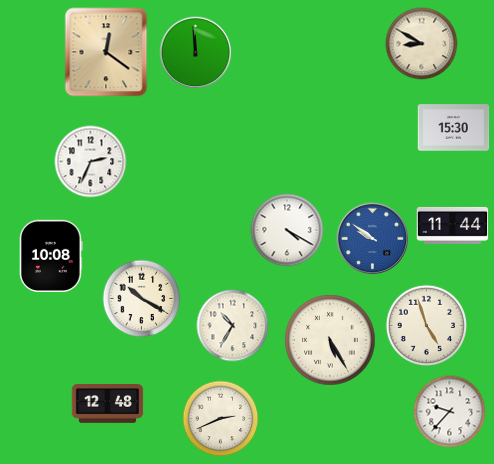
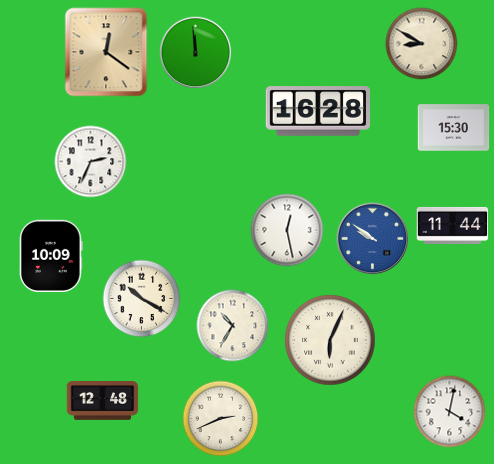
clock at (317, 111): none -> 16:28
clock at (287, 230): 4:20 -> 12:28
clock at (52, 256): 10:08 -> 10:09
clock at (426, 325): 4:57 -> none
clock at (330, 340): 5:25 -> 6:04
clock at (108, 404) position: (108, 404) -> (103, 401)
clock at (450, 412): 9:37 -> 4:02
